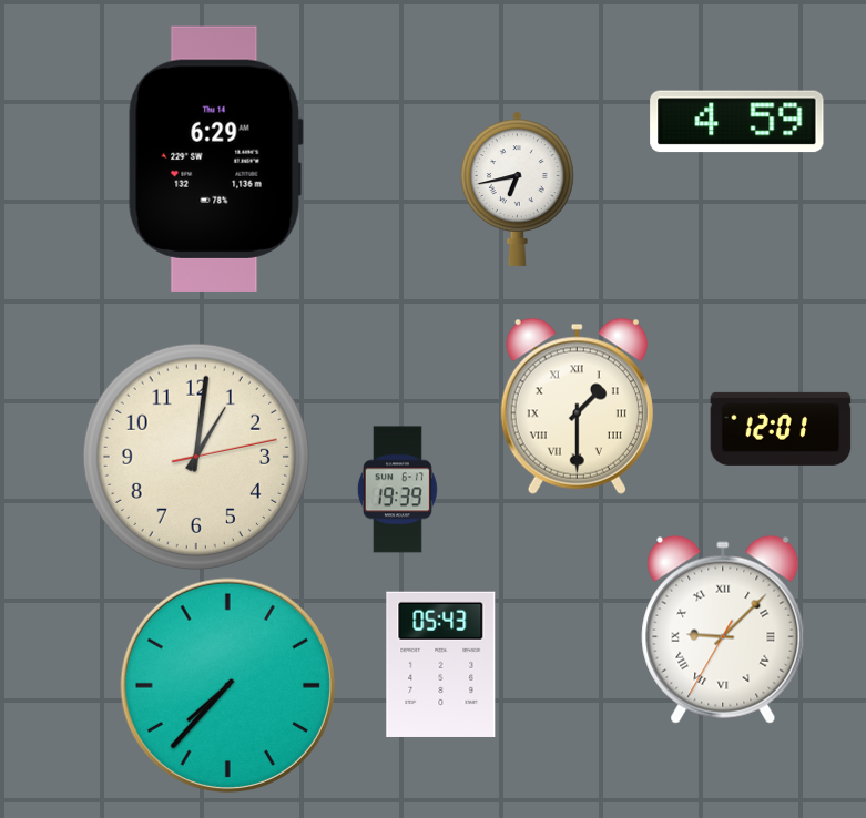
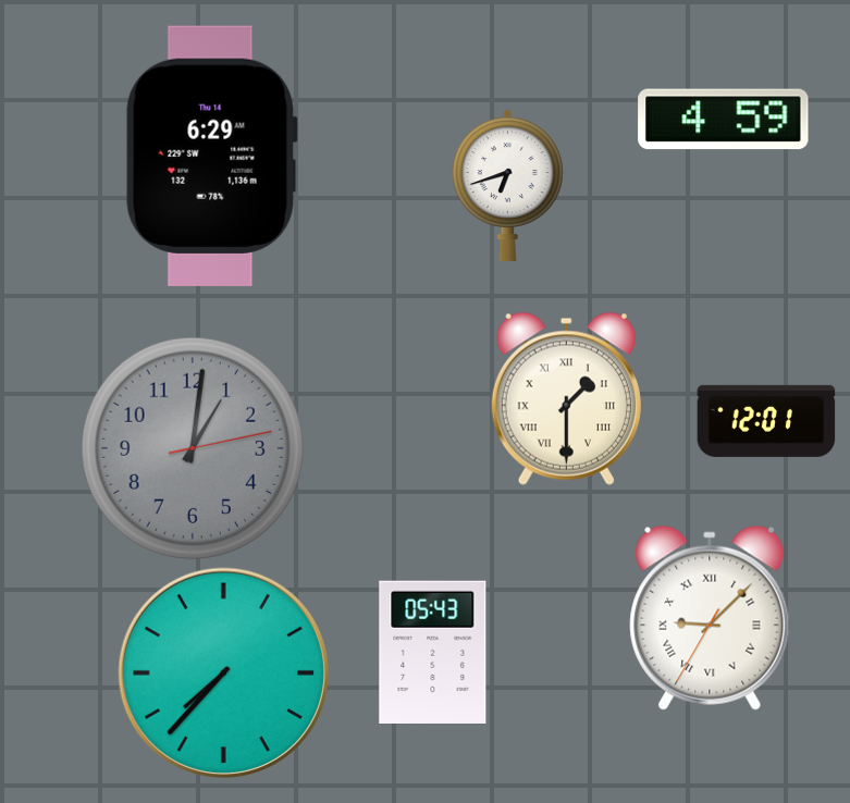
clock at (518, 188): 6:43 -> 6:42
clock at (196, 457) dial: cream -> grey
clock at (397, 490): 19:39 -> none
